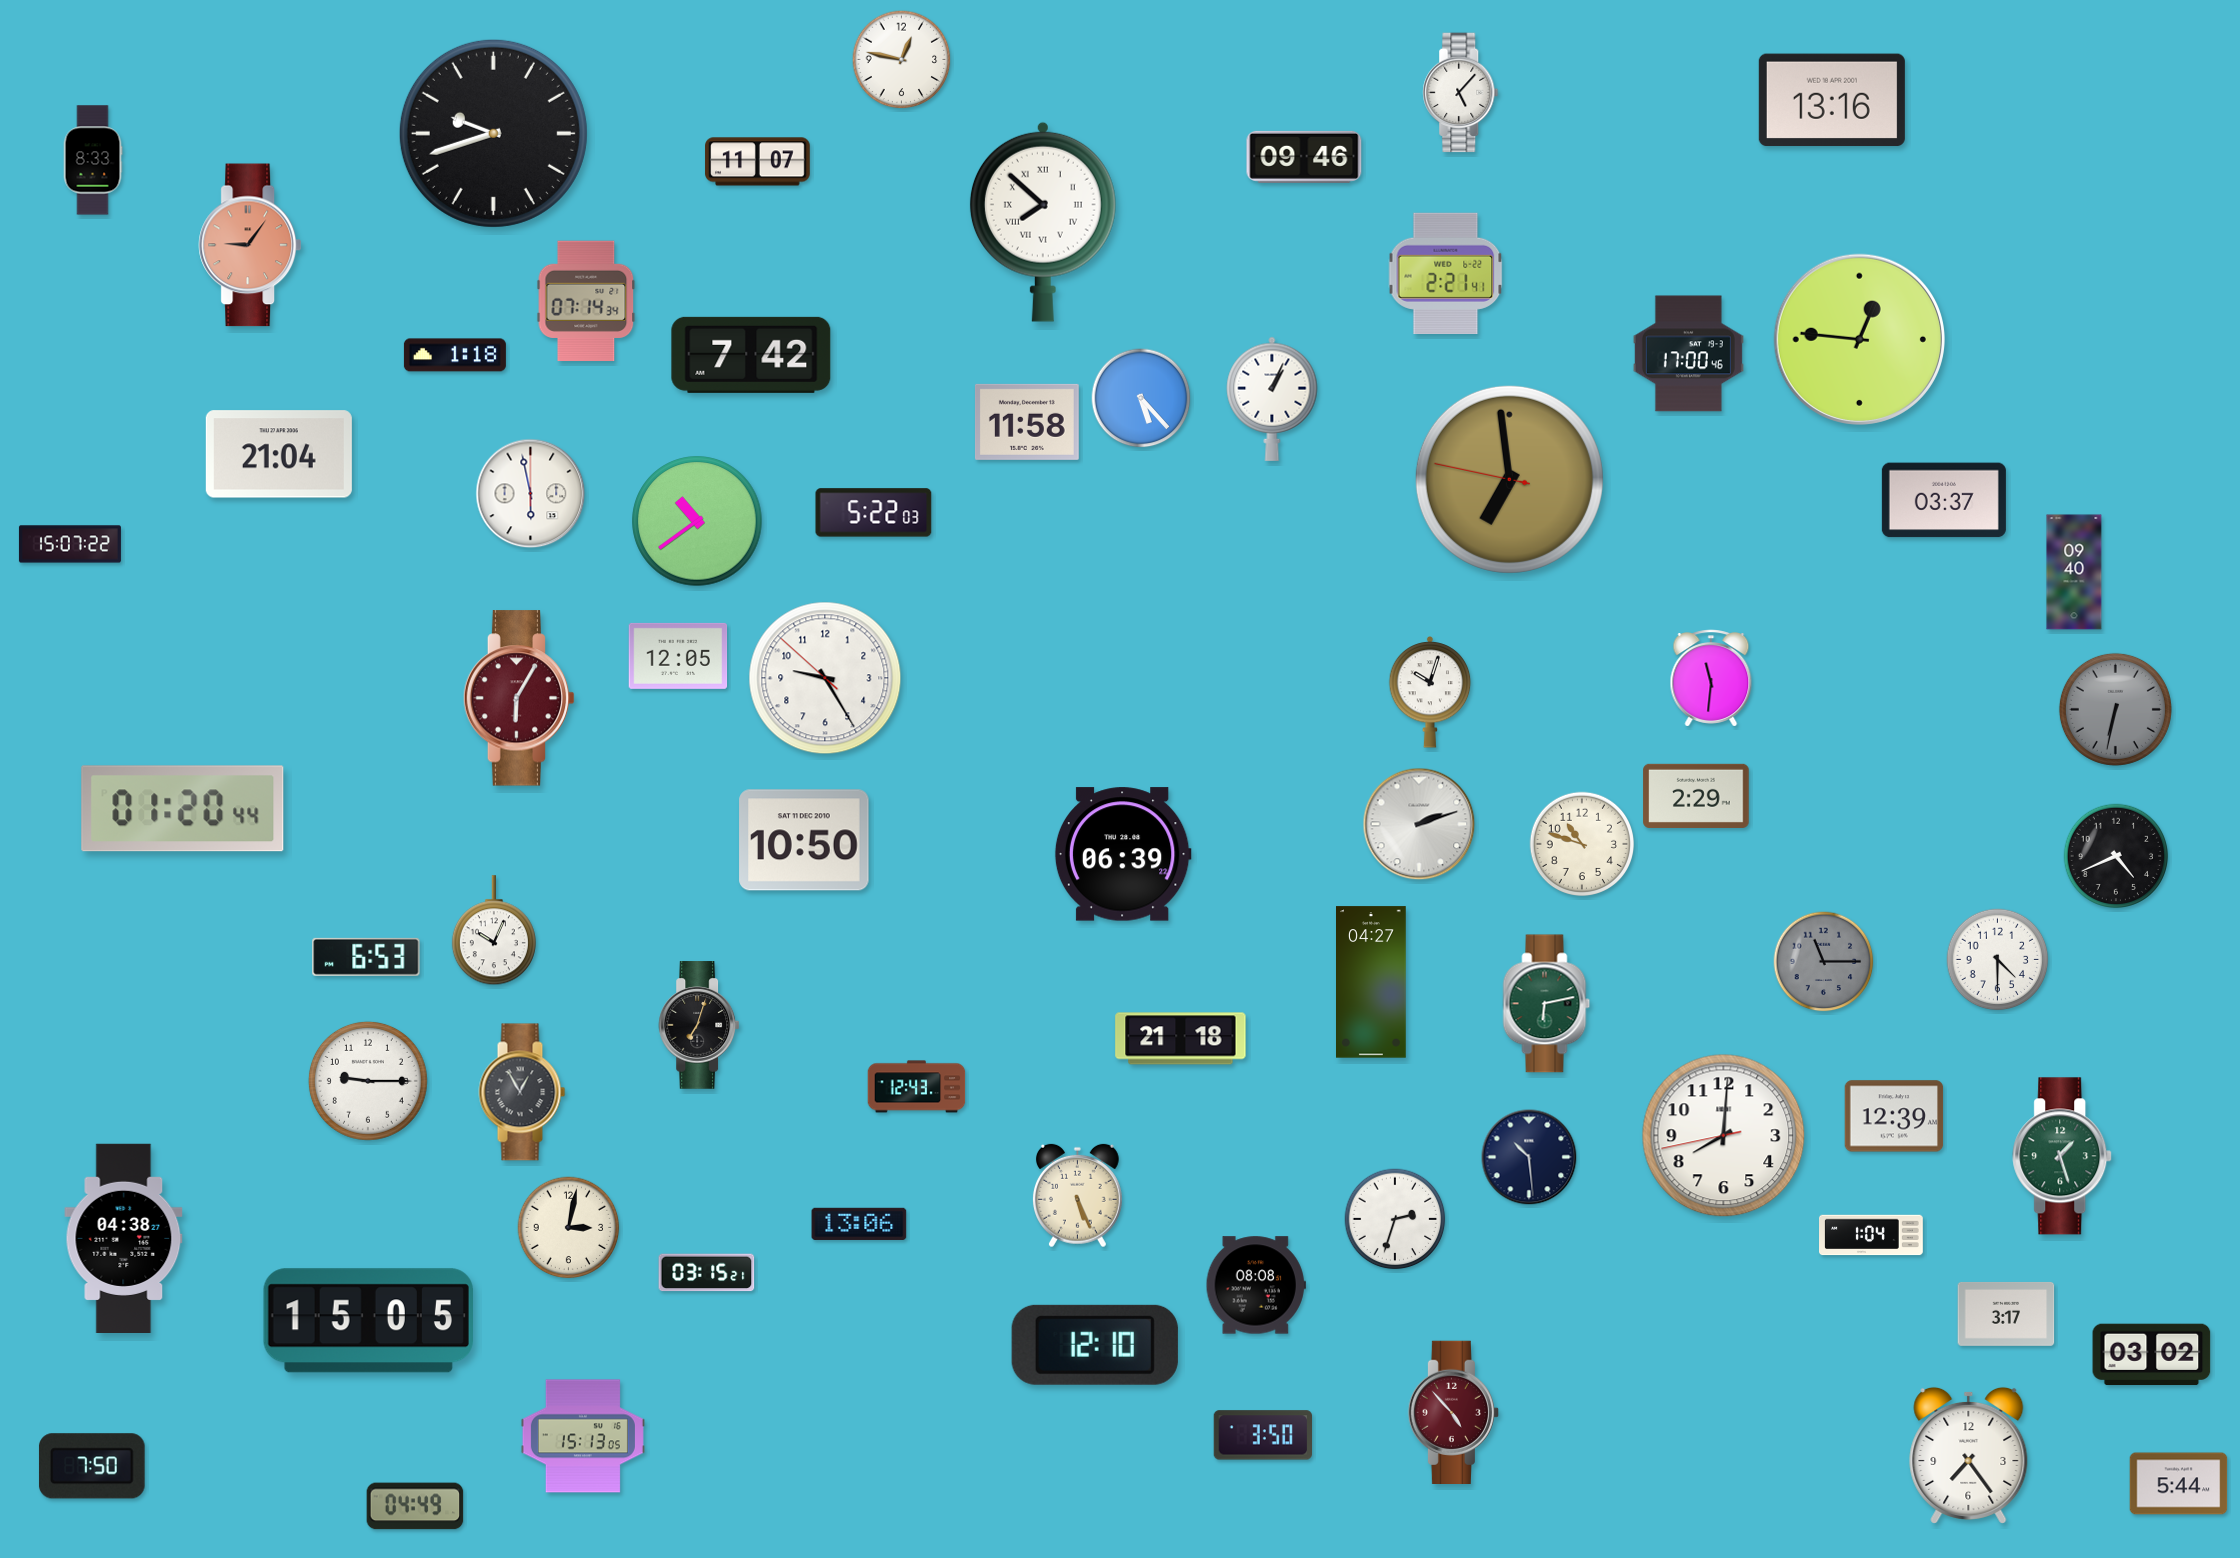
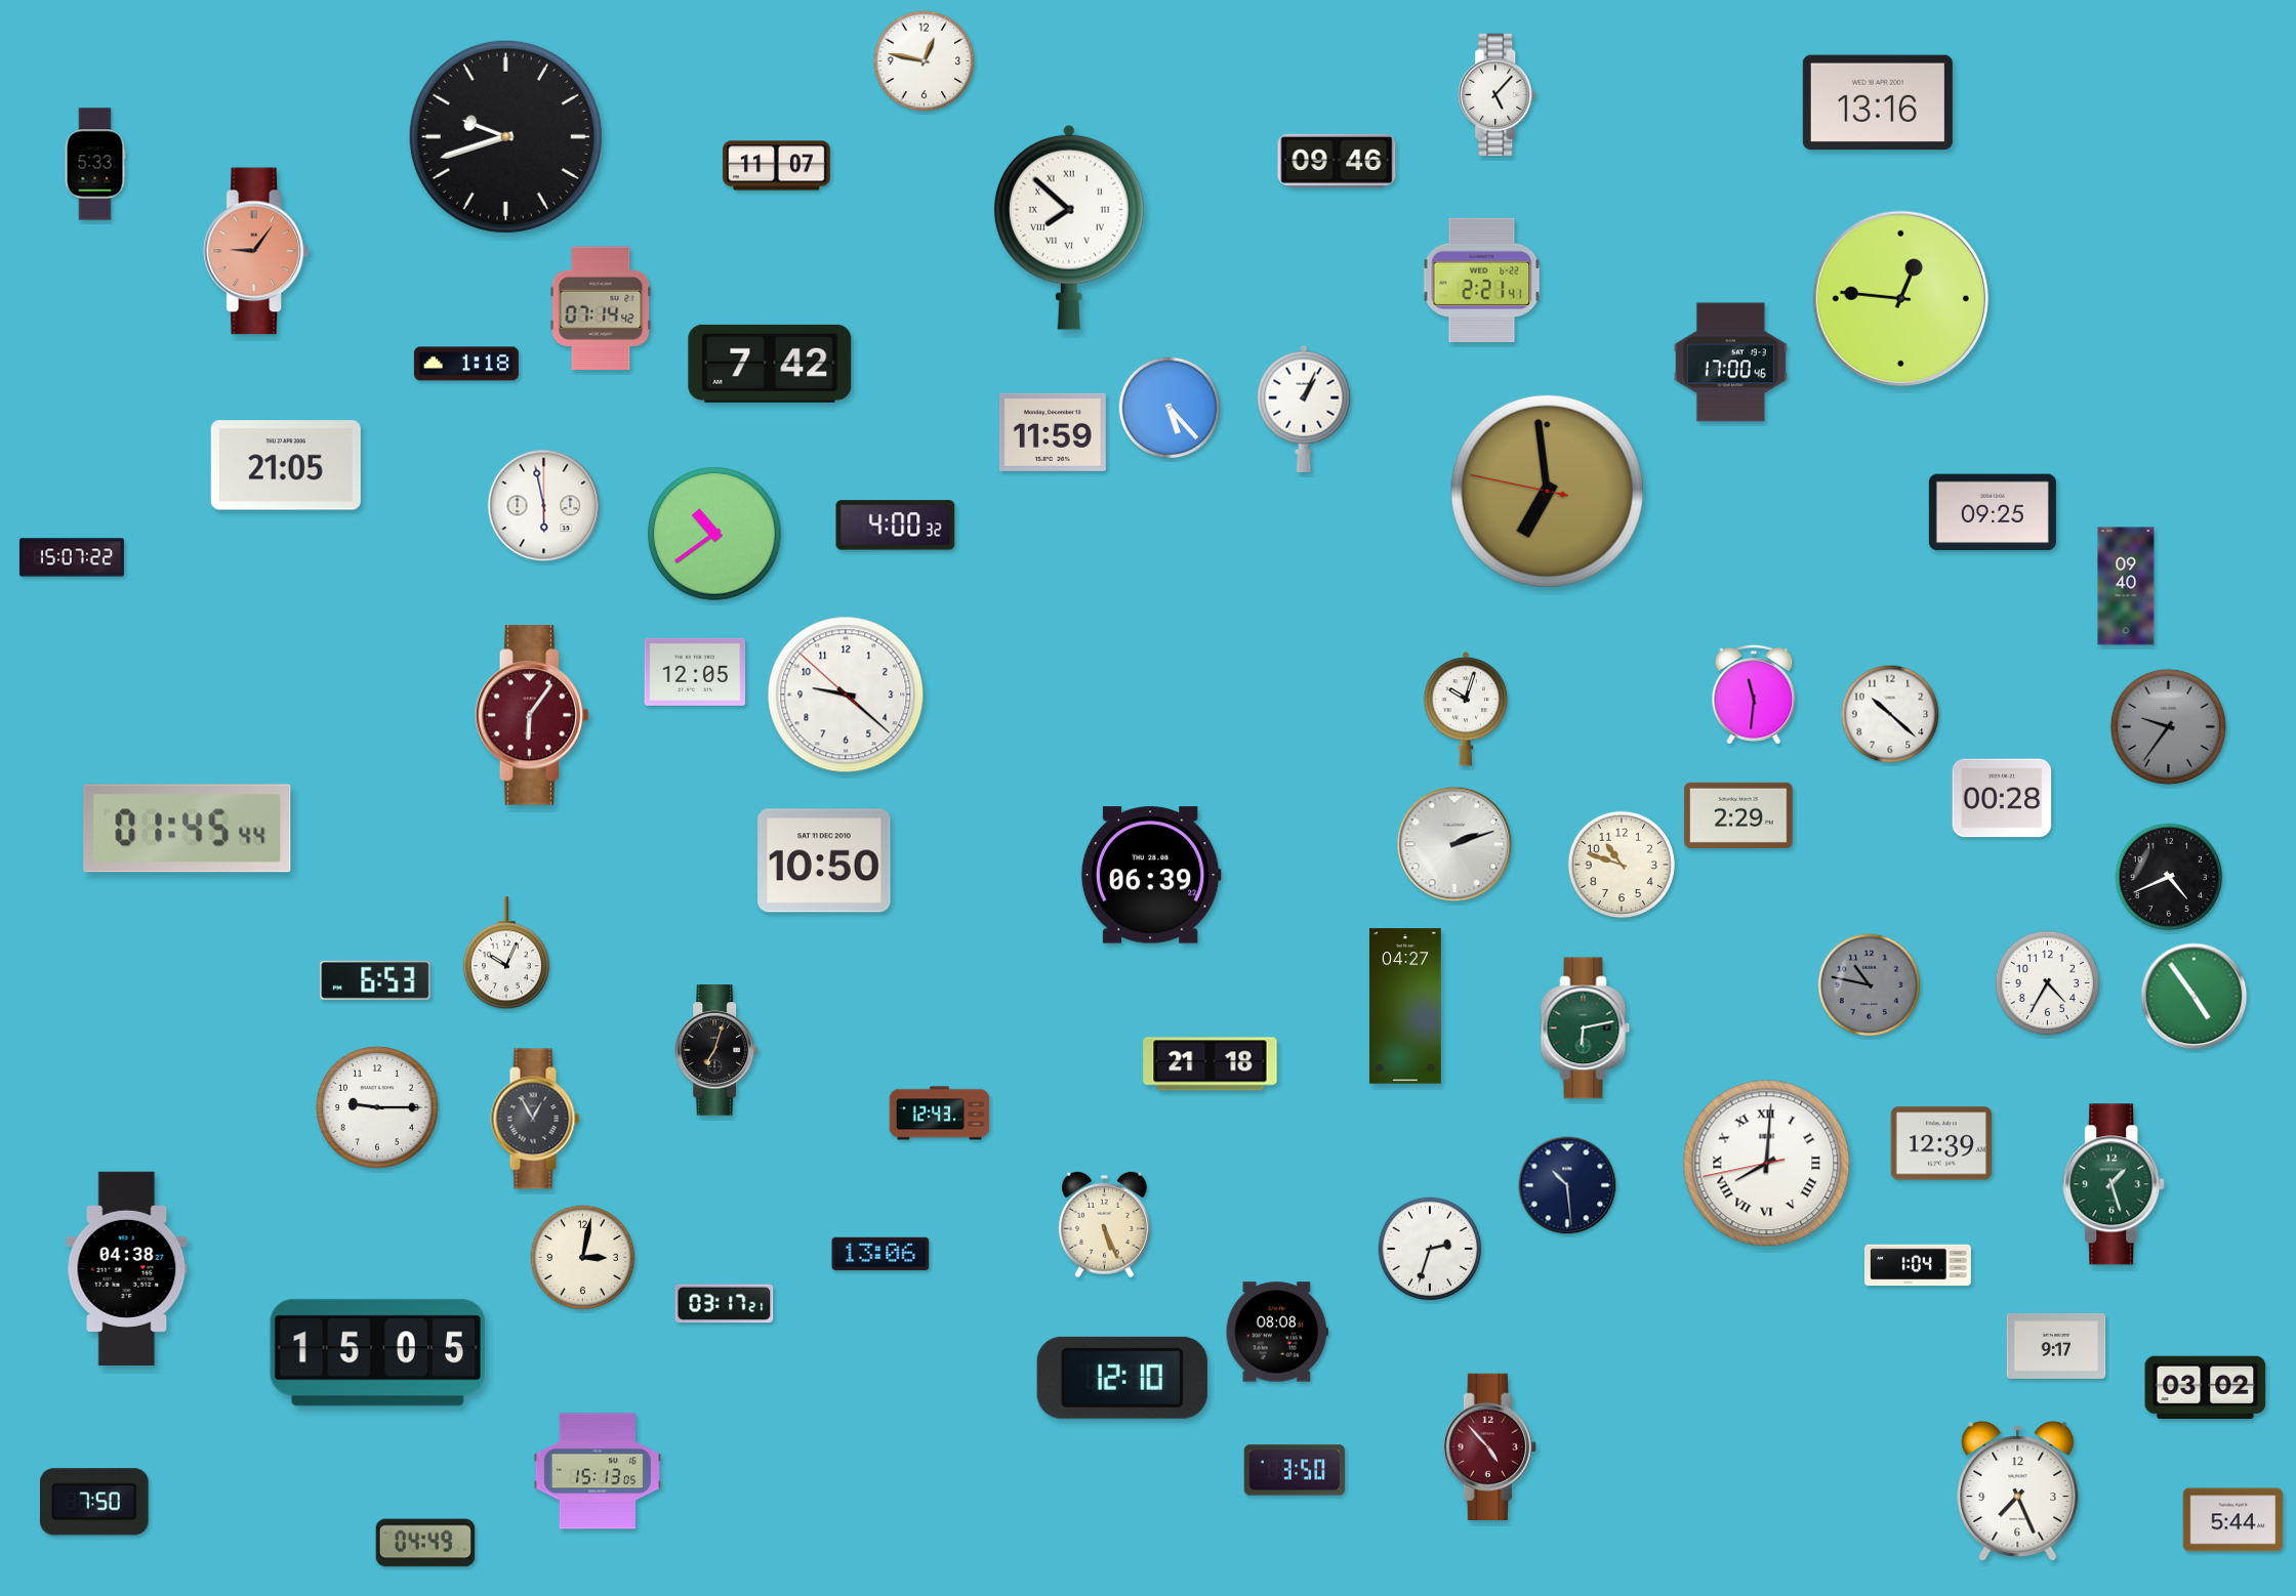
clock at (93, 160): 8:33 -> 5:33
clock at (586, 301): 07:14:34 -> 07:14:42
clock at (1859, 339) position: (1859, 339) -> (1900, 298)
clock at (1027, 422): 11:58 -> 11:59
clock at (279, 454): 21:04 -> 21:05
clock at (1944, 500): 03:37 -> 09:25
clock at (874, 513): 5:22 -> 4:00
clock at (825, 678): 9:24 -> 9:21
clock at (1890, 714): none -> 10:22
clock at (519, 698): 6:05 -> 6:06
clock at (2115, 709): 6:32 -> 9:36
clock at (2002, 798): none -> 00:28
clock at (183, 809): 01:20 -> 01:45
clock at (1998, 960): 4:30 -> 4:35
clock at (1824, 962): 11:15 -> 10:47
clock at (2195, 997): none -> 4:54
clock at (1724, 1136) numerals: Arabic -> Roman
clock at (707, 1273): 03:15 -> 03:17
clock at (1256, 1285) position: (1256, 1285) -> (1277, 1332)
clock at (2006, 1314): 3:17 -> 9:17
clock at (1969, 1455): 7:24 -> 7:26
